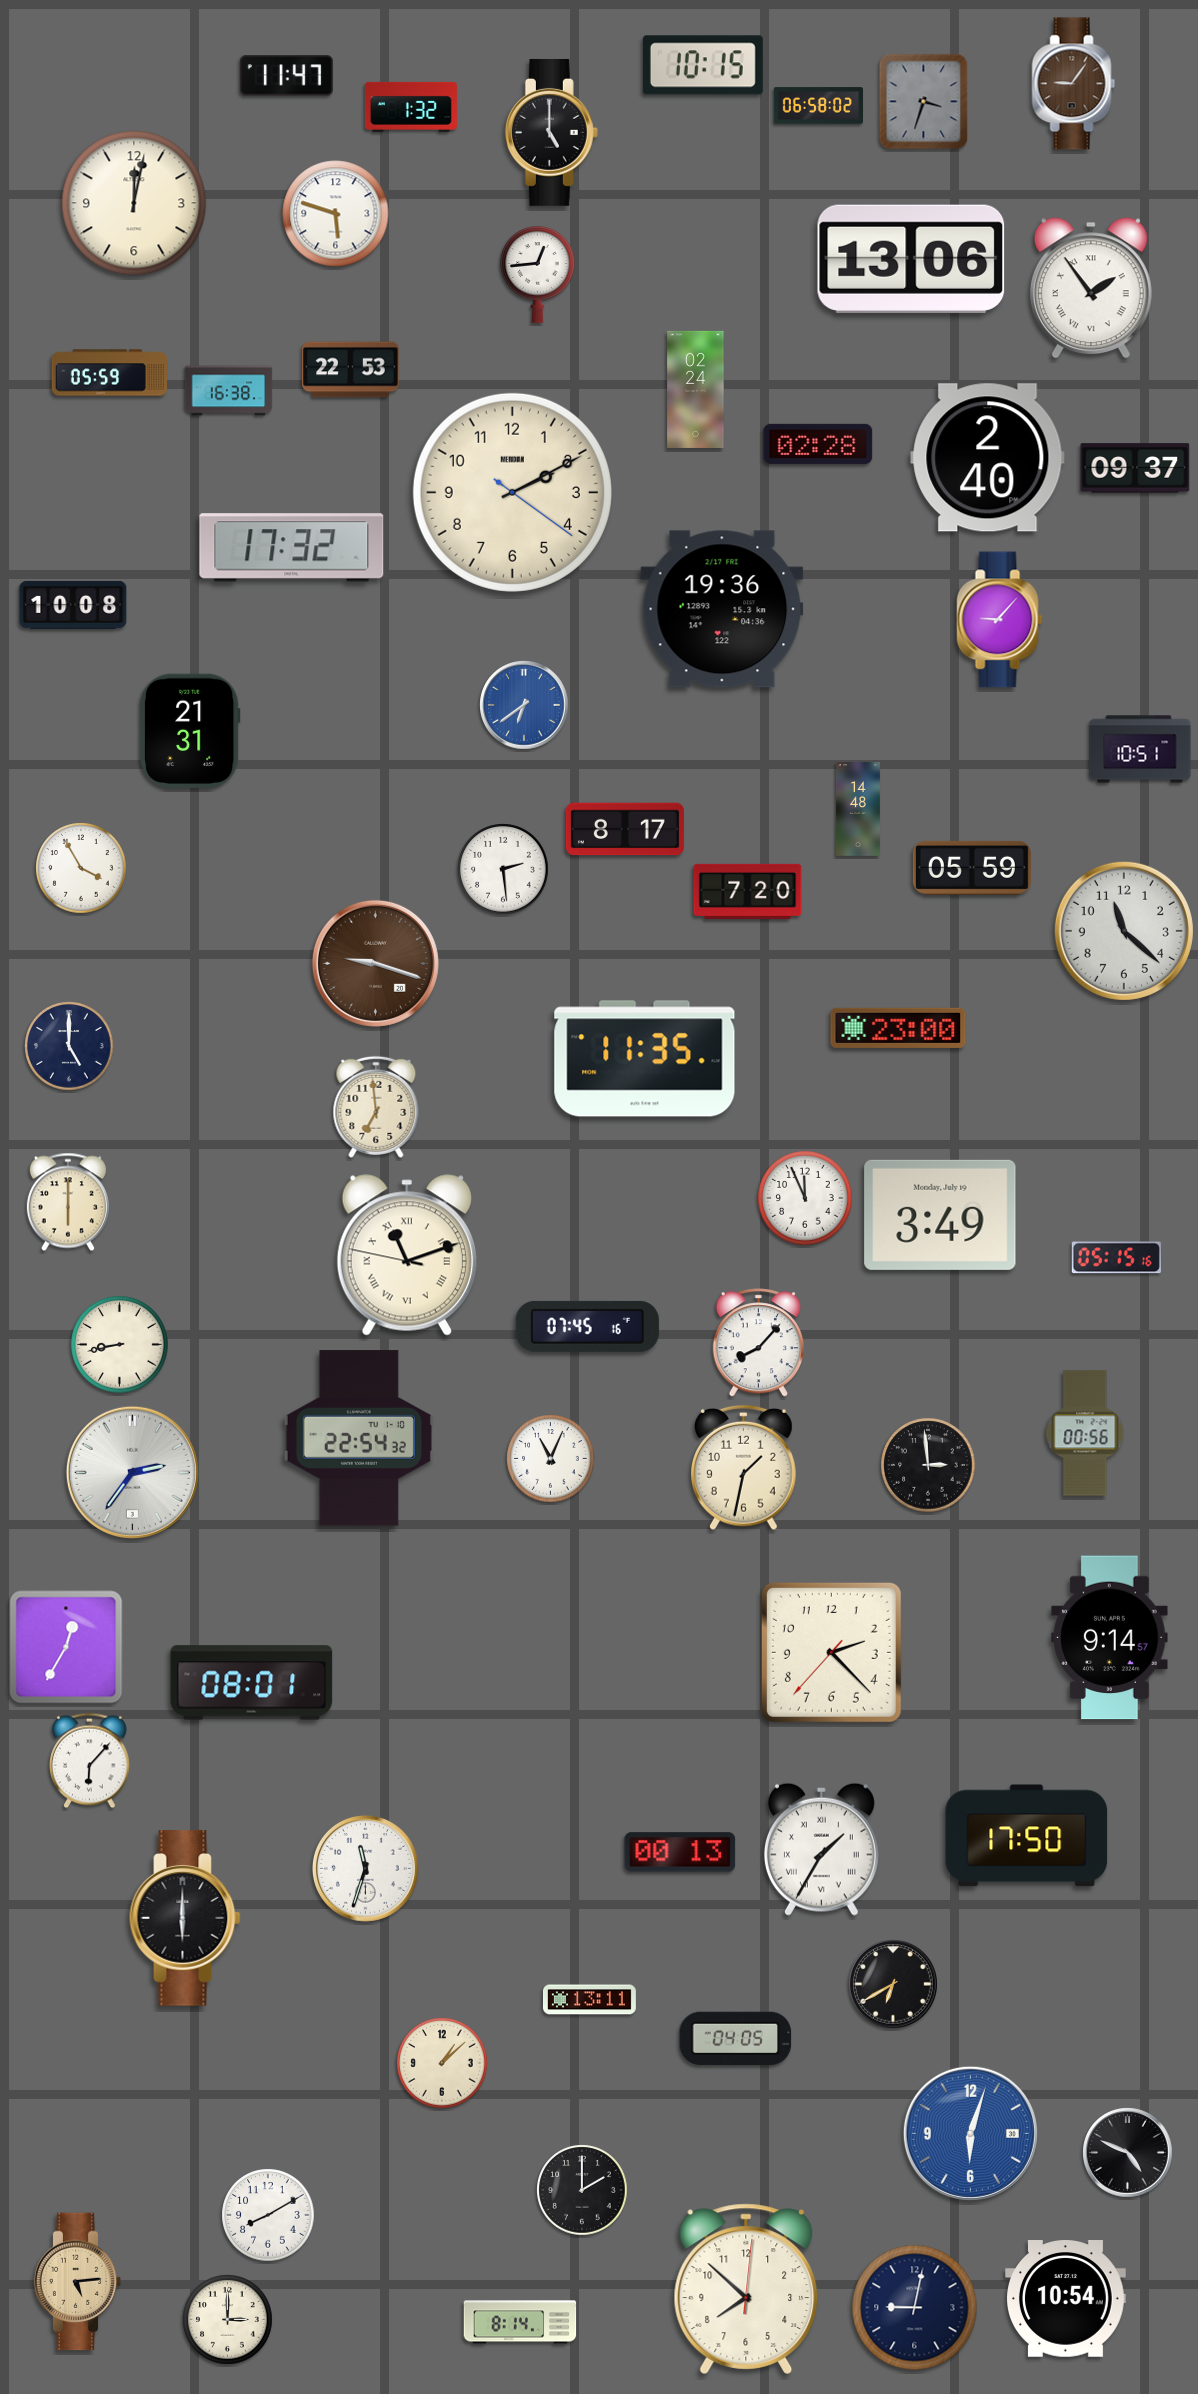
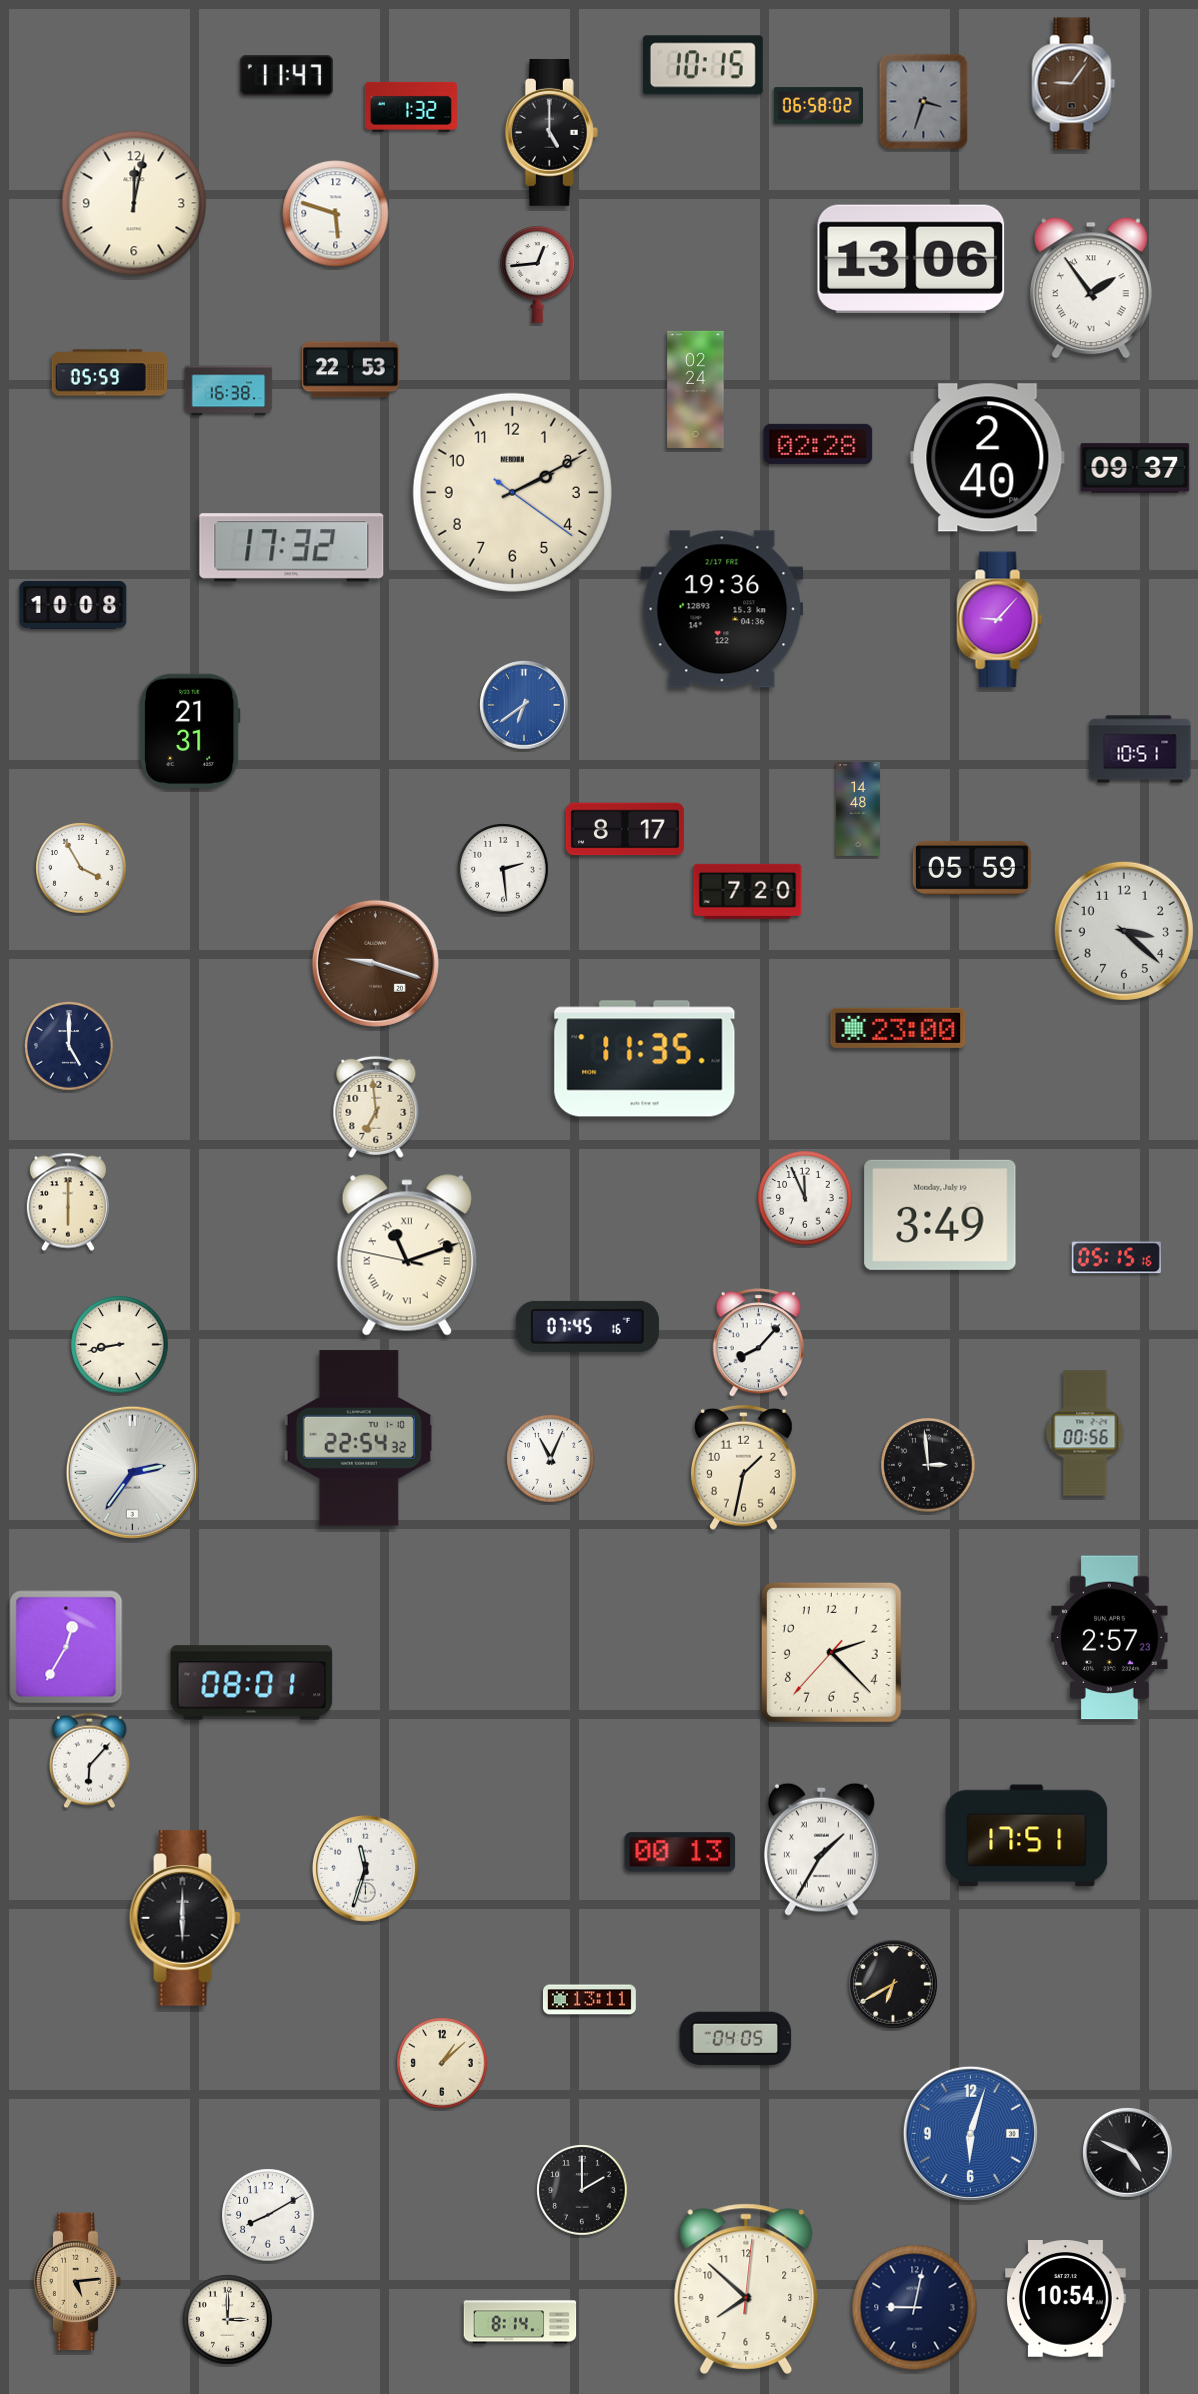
clock at (1124, 931): 11:22 -> 3:22
clock at (1110, 1638): 9:14 -> 2:57
clock at (1027, 1836): 17:50 -> 17:51
